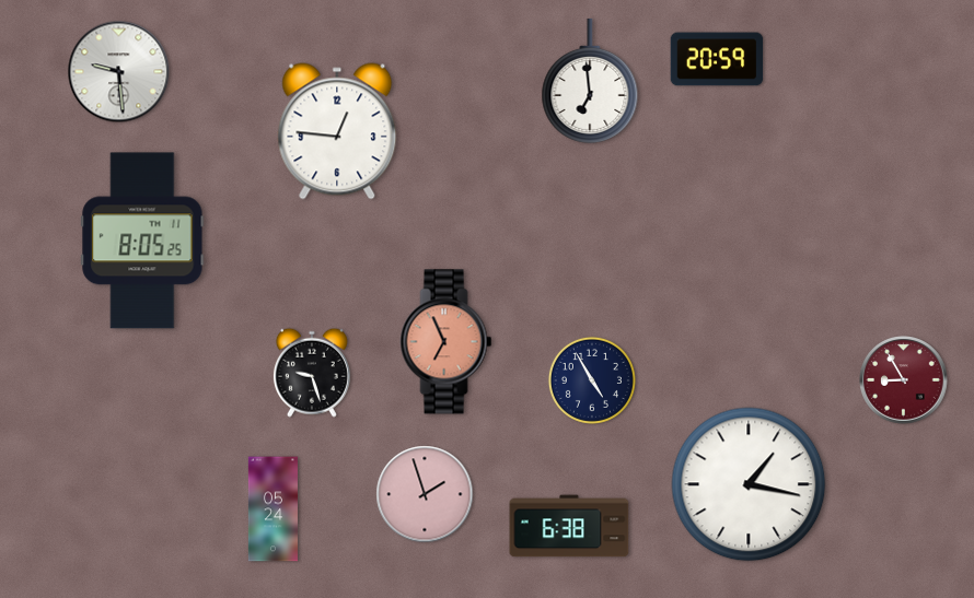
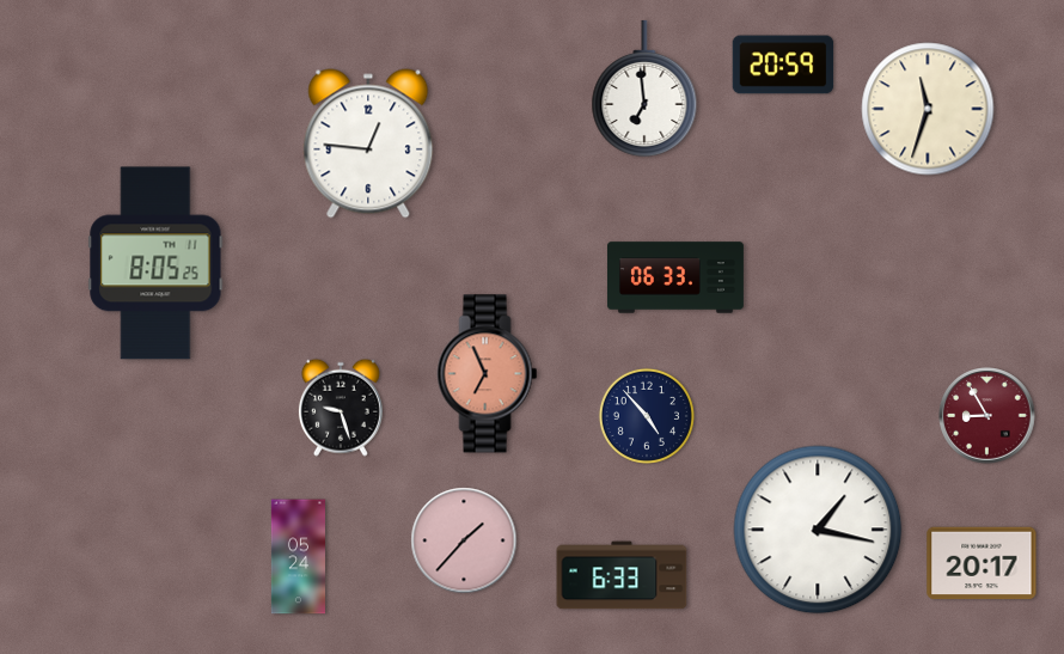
clock at (119, 72): 9:29 -> none
clock at (928, 109): none -> 11:33
clock at (675, 277): none -> 06:33
clock at (592, 380): 4:55 -> 4:53
clock at (425, 494): 1:57 -> 1:37
clock at (982, 563): none -> 20:17
clock at (569, 526): 6:38 -> 6:33
